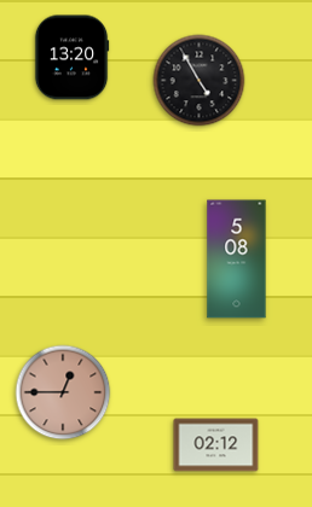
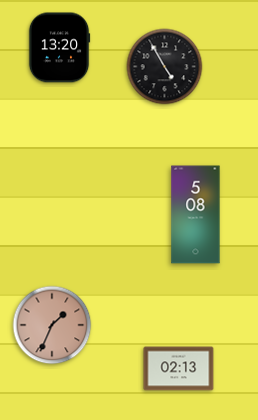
clock at (63, 392): 12:45 -> 1:34
clock at (216, 445): 02:12 -> 02:13
